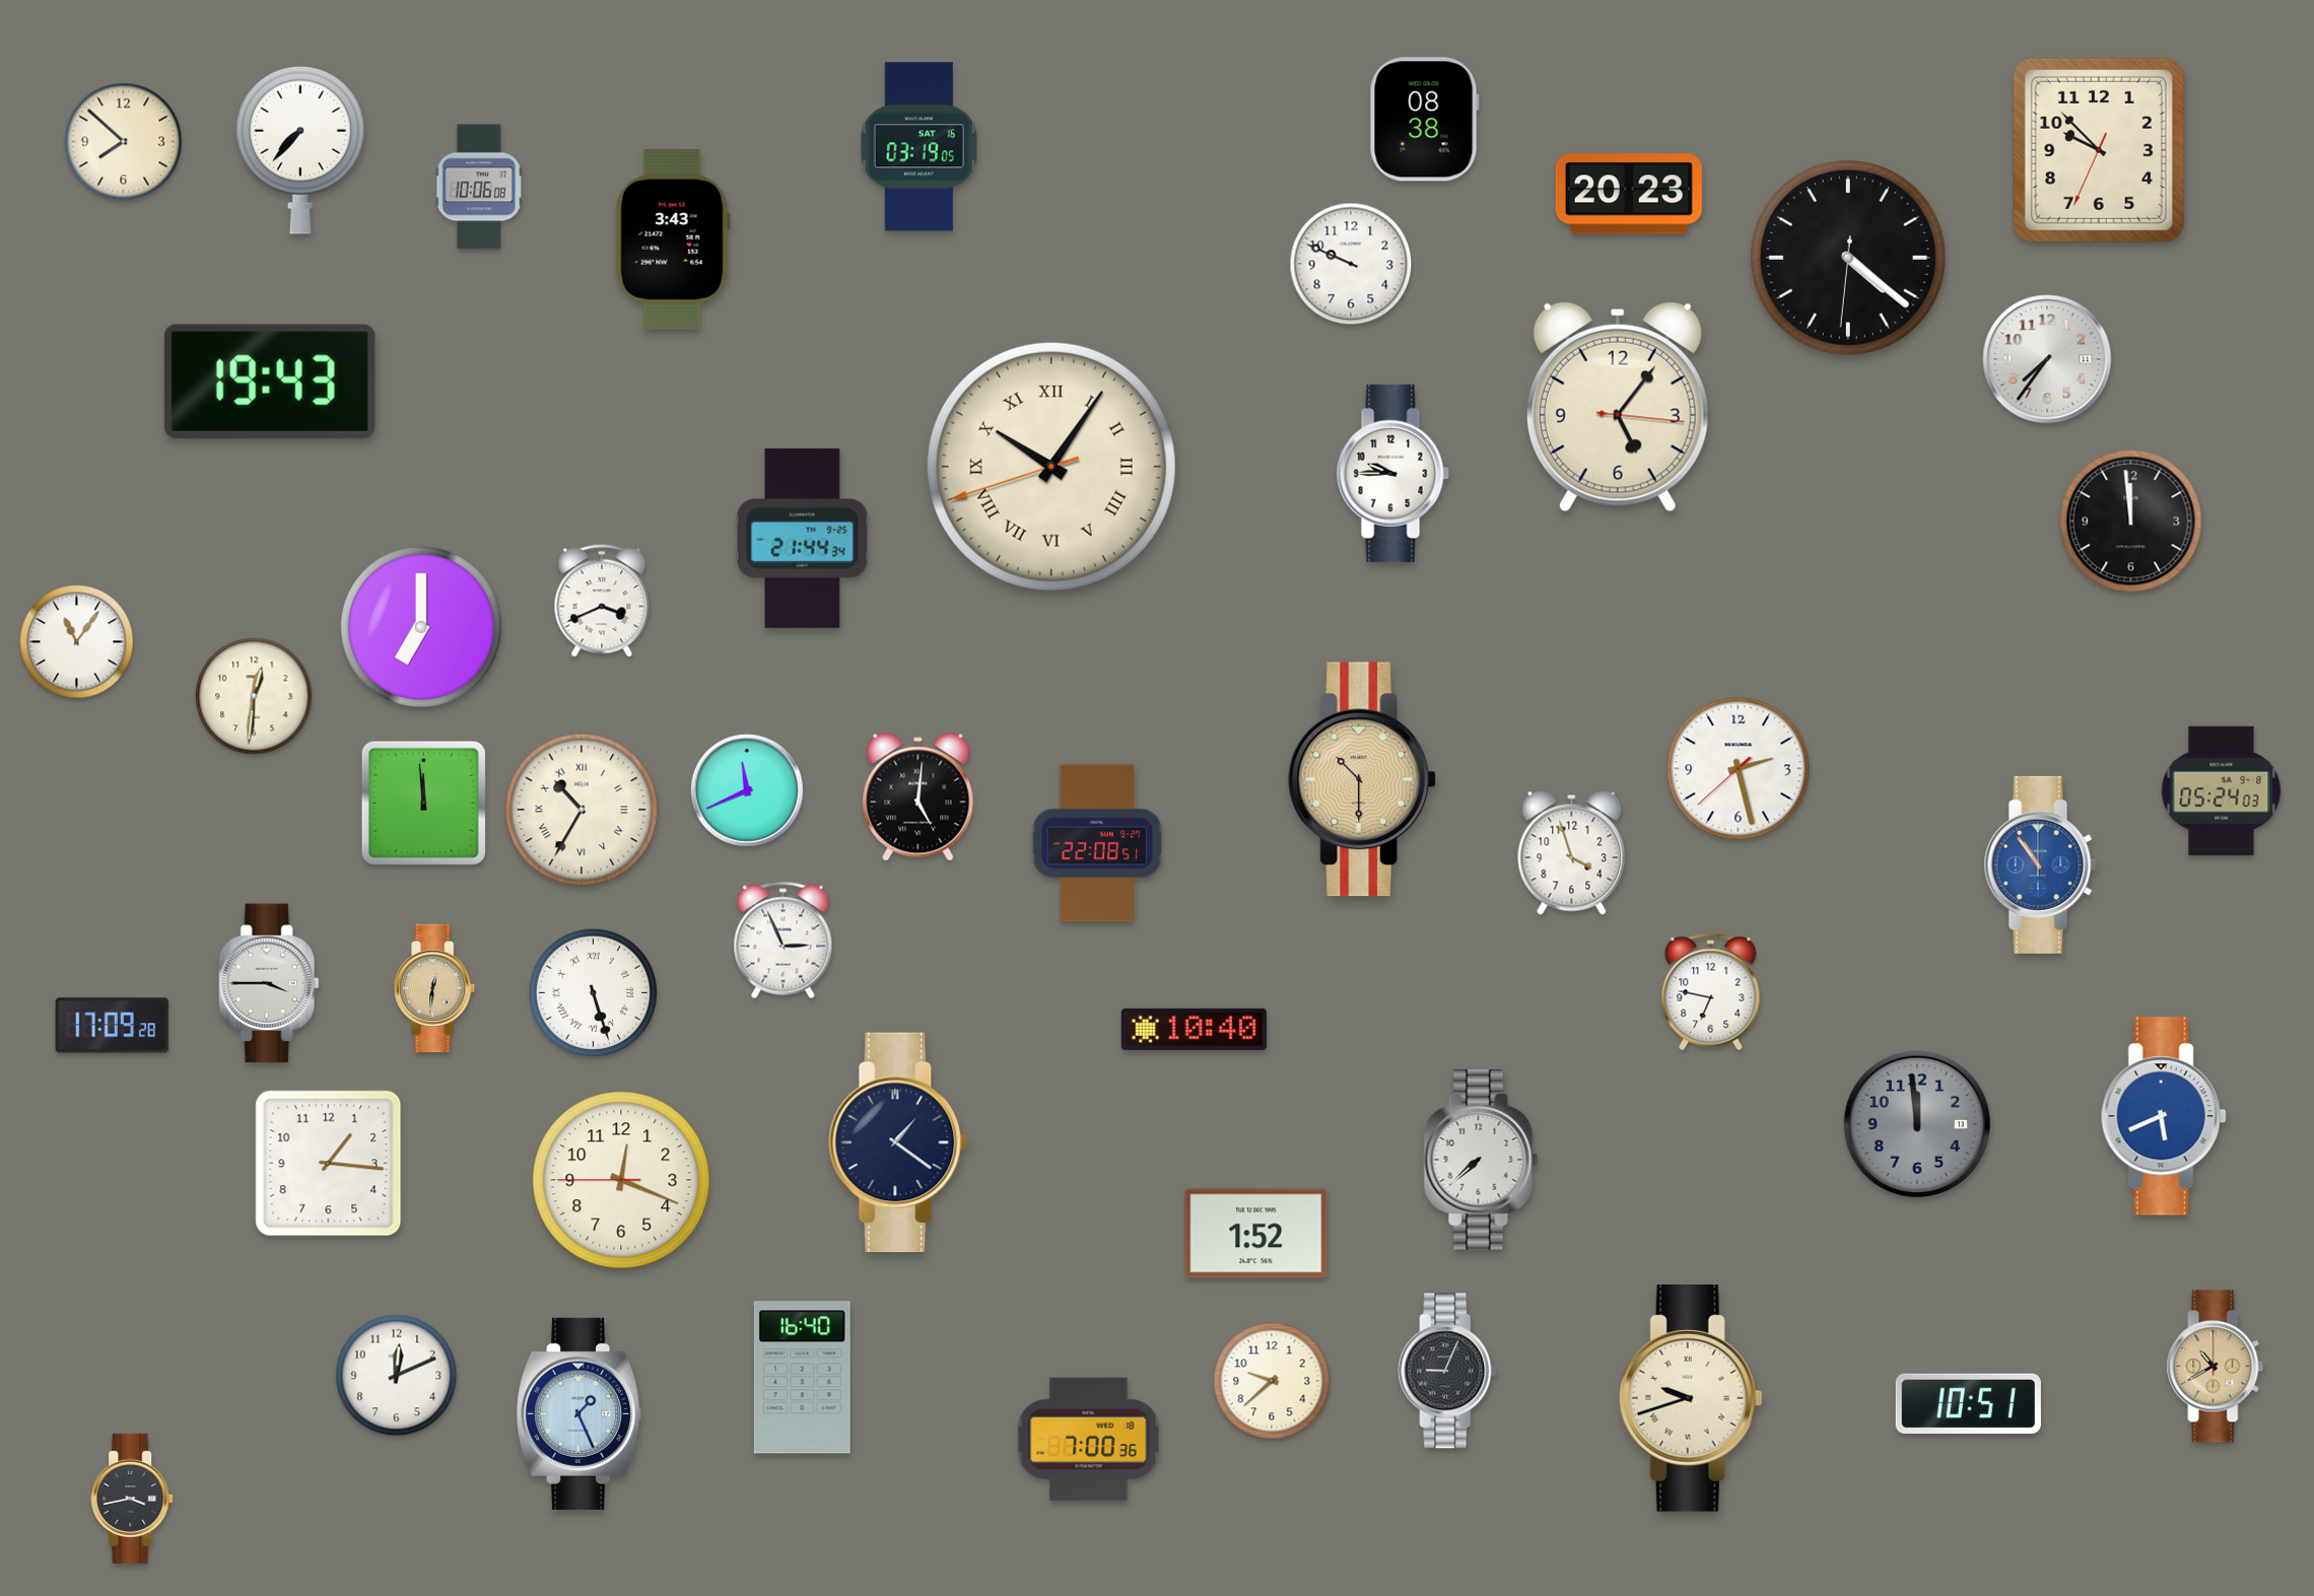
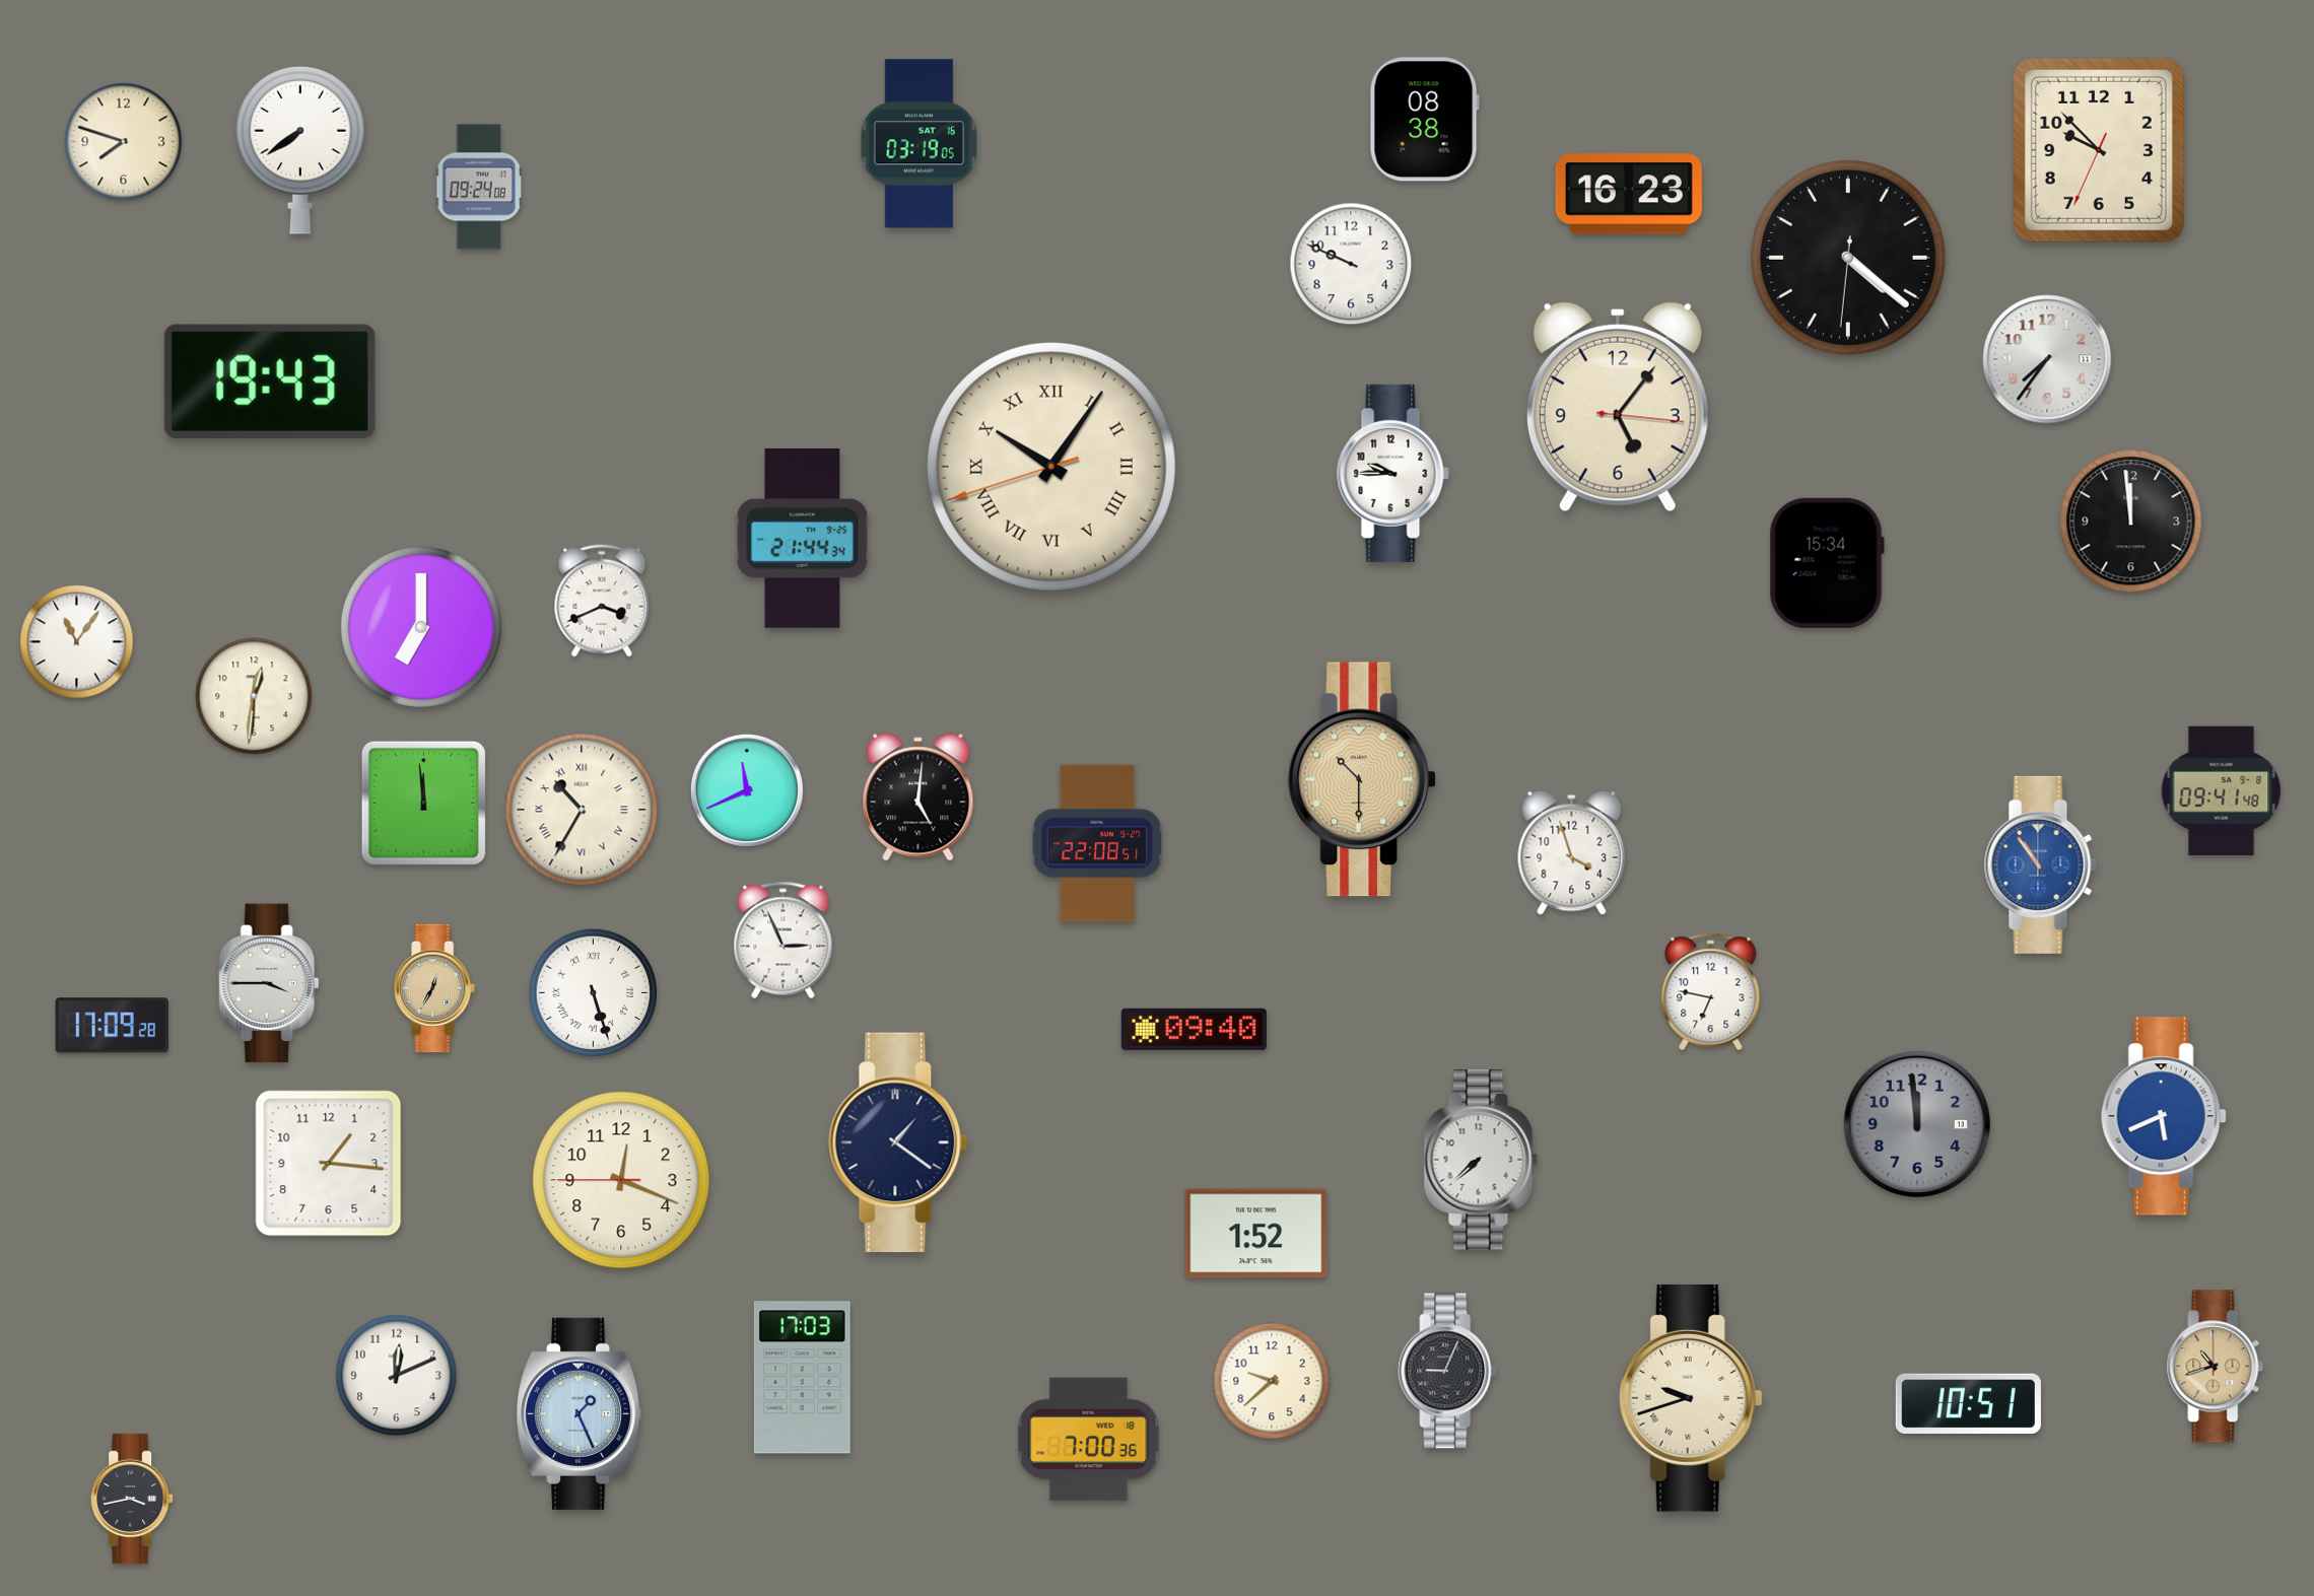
clock at (124, 142): 7:52 -> 7:48
clock at (918, 147) position: (918, 147) -> (918, 144)
clock at (301, 150): 7:37 -> 7:39
clock at (479, 187): 10:06 -> 09:24
clock at (1629, 194): 20:23 -> 16:23
clock at (673, 240): 3:43 -> none
clock at (1827, 563): none -> 15:34
clock at (1739, 769): 2:27 -> none
clock at (2222, 790): 05:24 -> 09:41
clock at (435, 988): 12:31 -> 12:35
clock at (1194, 1029): 10:40 -> 09:40
clock at (2216, 1367): 10:40 -> 10:42
clock at (802, 1378): 16:40 -> 17:03
